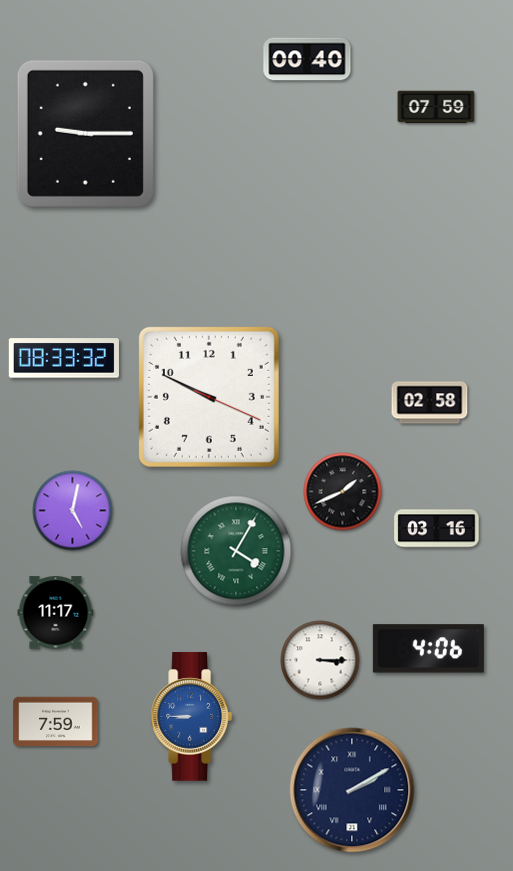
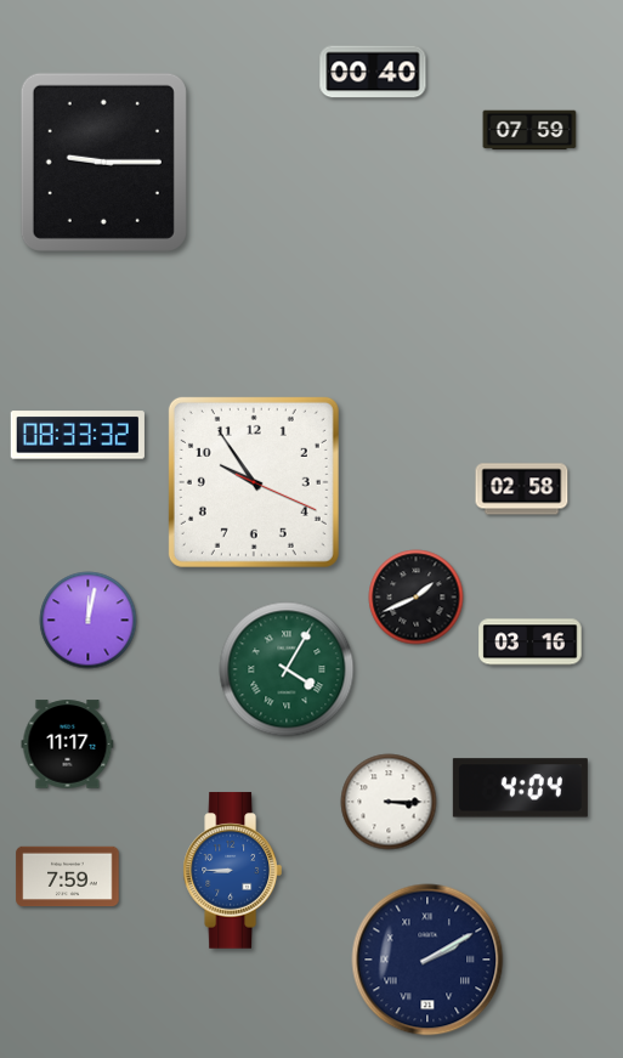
clock at (209, 397): 9:49 -> 9:54
clock at (73, 511): 5:02 -> 12:02
clock at (428, 649): 4:06 -> 4:04
